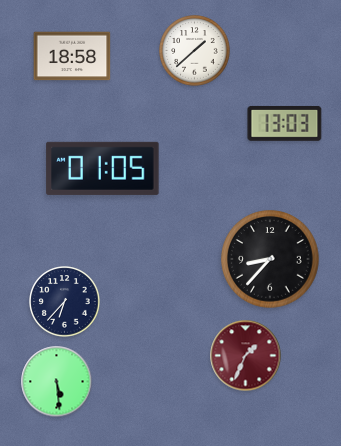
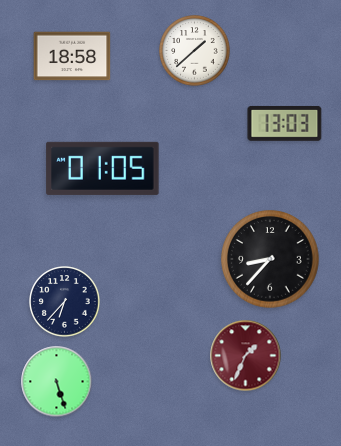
clock at (57, 382): 5:29 -> 5:27
